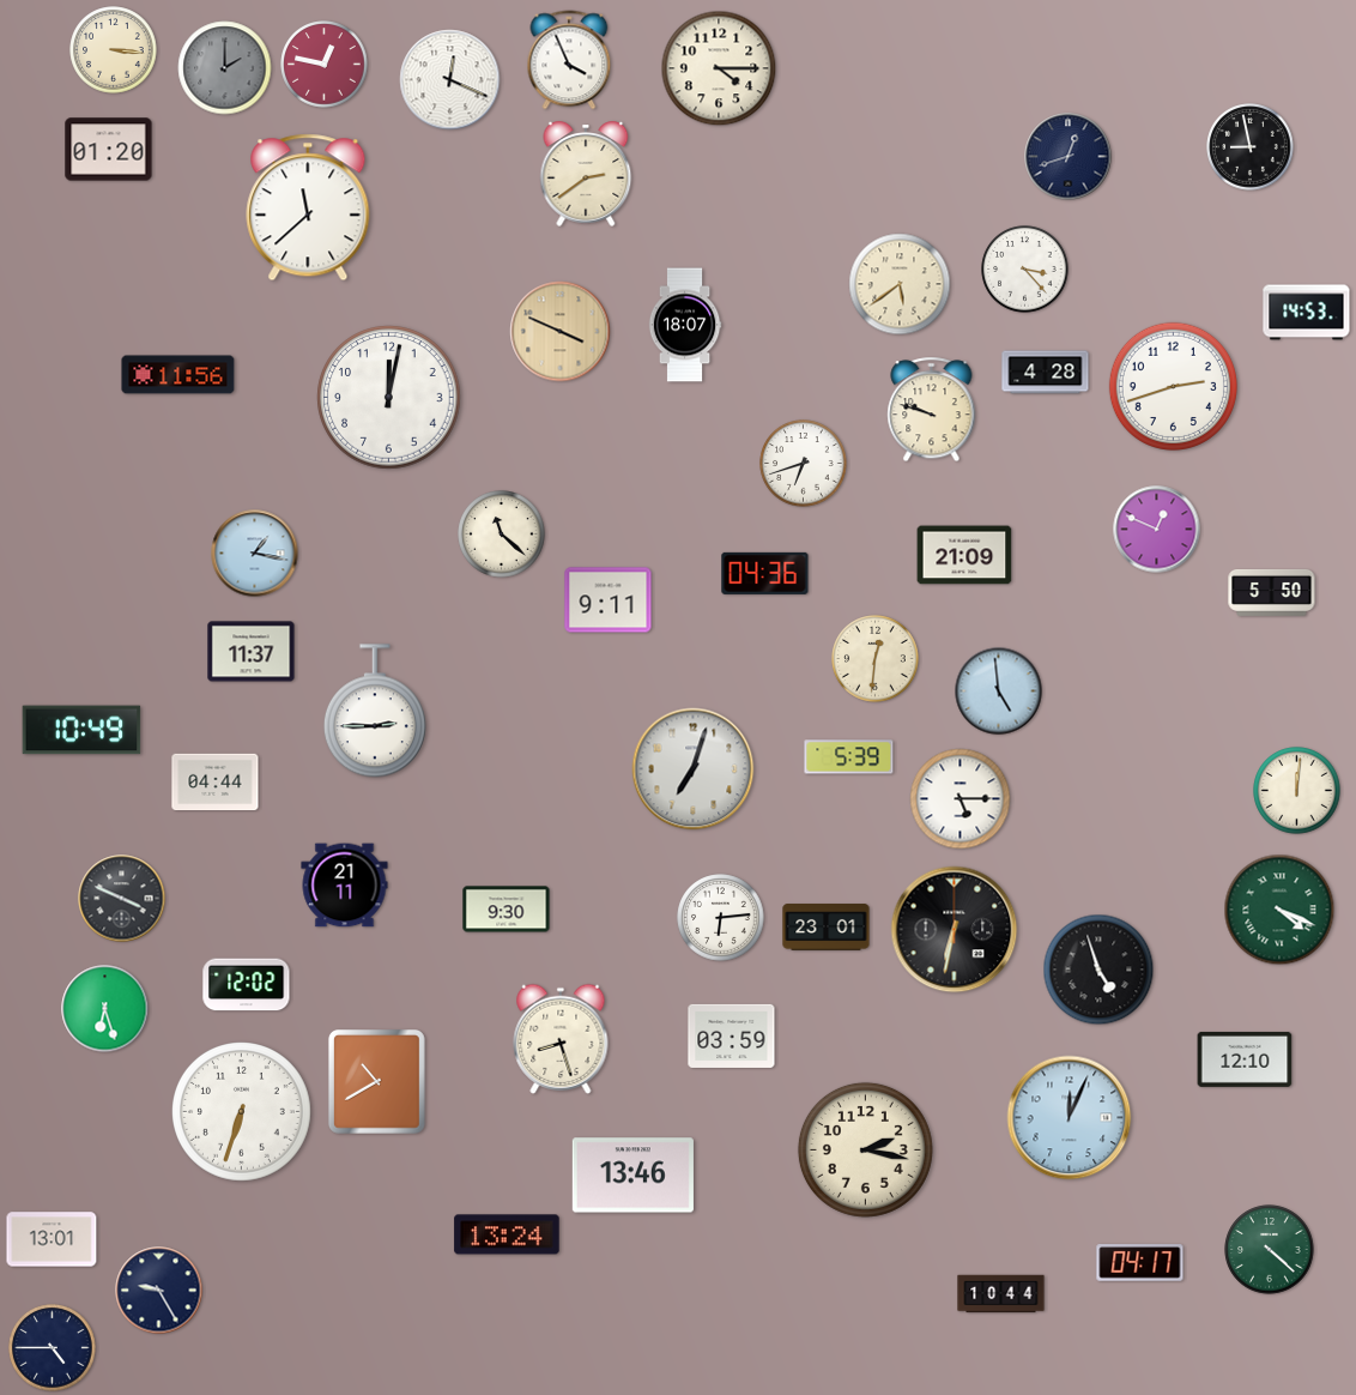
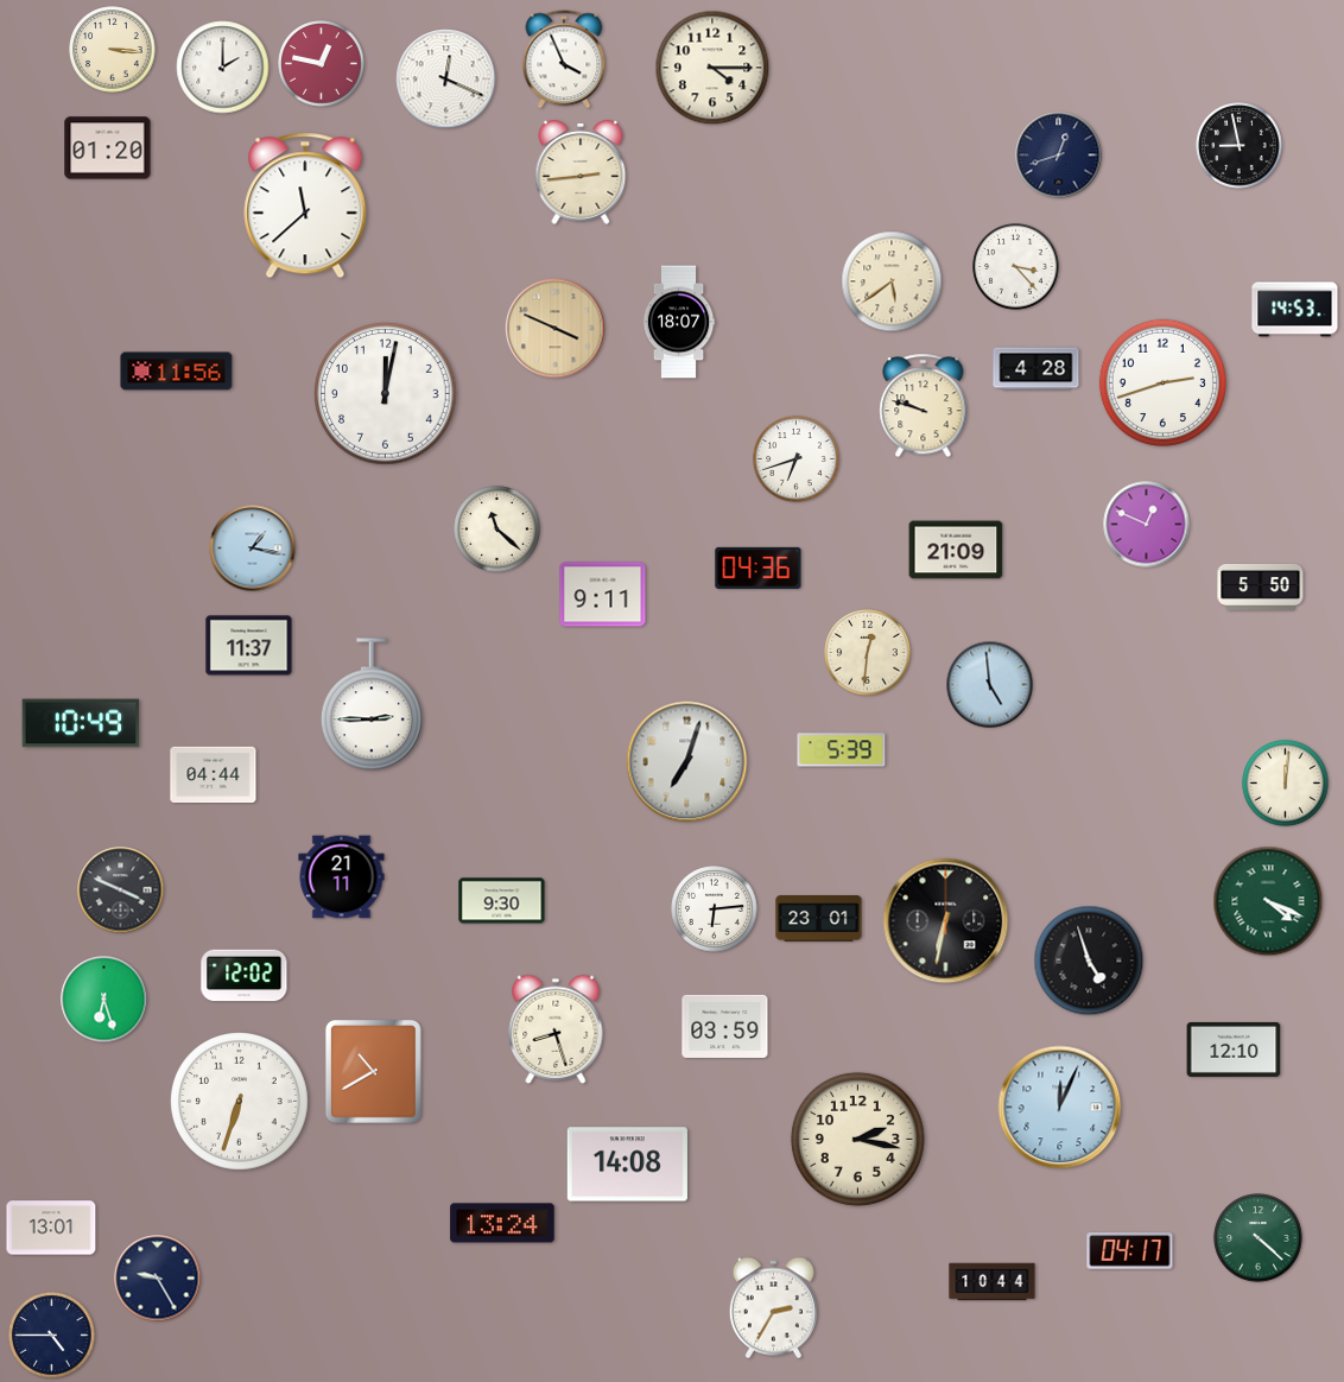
clock at (225, 68) dial: grey -> white
clock at (586, 174): 2:39 -> 2:44
clock at (961, 799): 5:15 -> none
clock at (632, 1176): 13:46 -> 14:08
clock at (773, 1308): none -> 2:35
